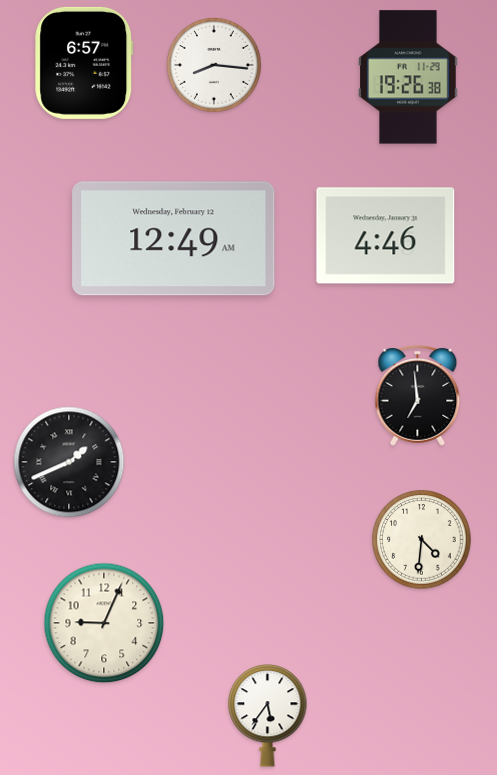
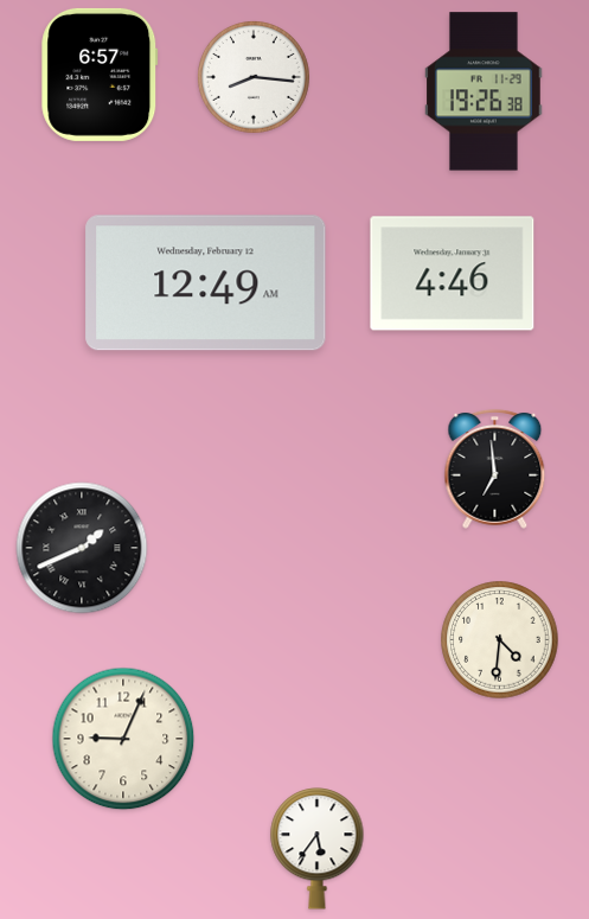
clock at (386, 236) position: (386, 236) -> (453, 274)
